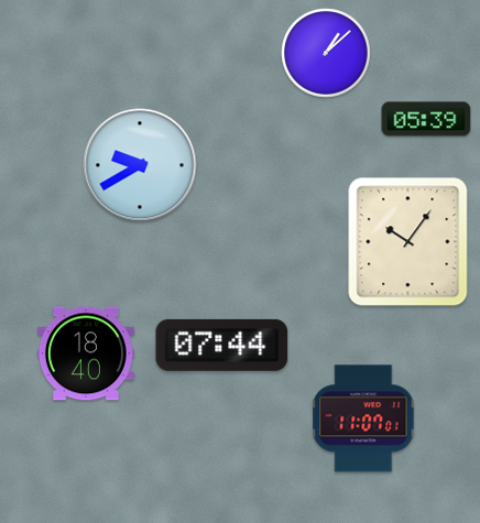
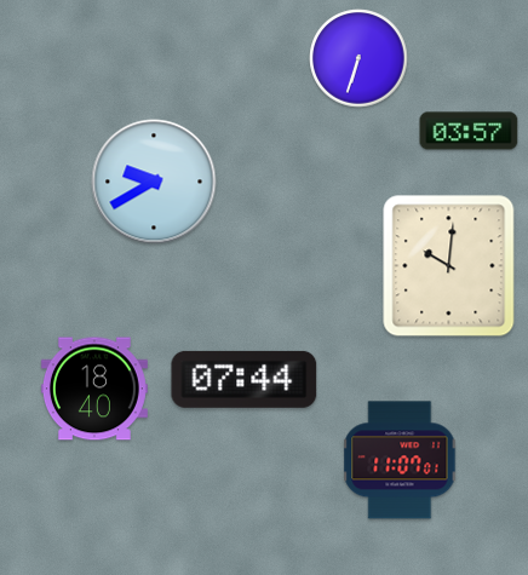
clock at (326, 53): 1:08 -> 6:33
clock at (426, 119): 05:39 -> 03:57
clock at (408, 242): 10:06 -> 10:01
